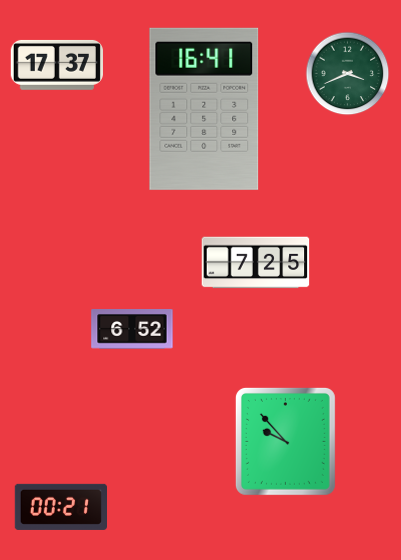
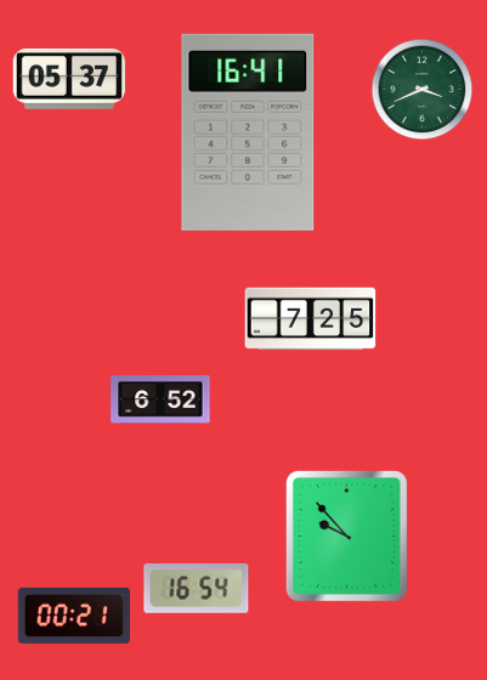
clock at (56, 65): 17:37 -> 05:37
clock at (197, 589): none -> 16:54
